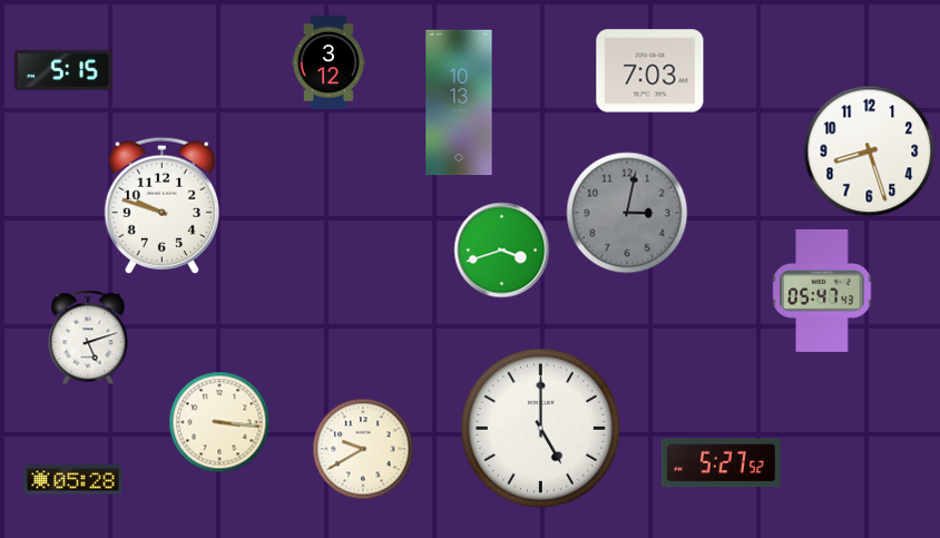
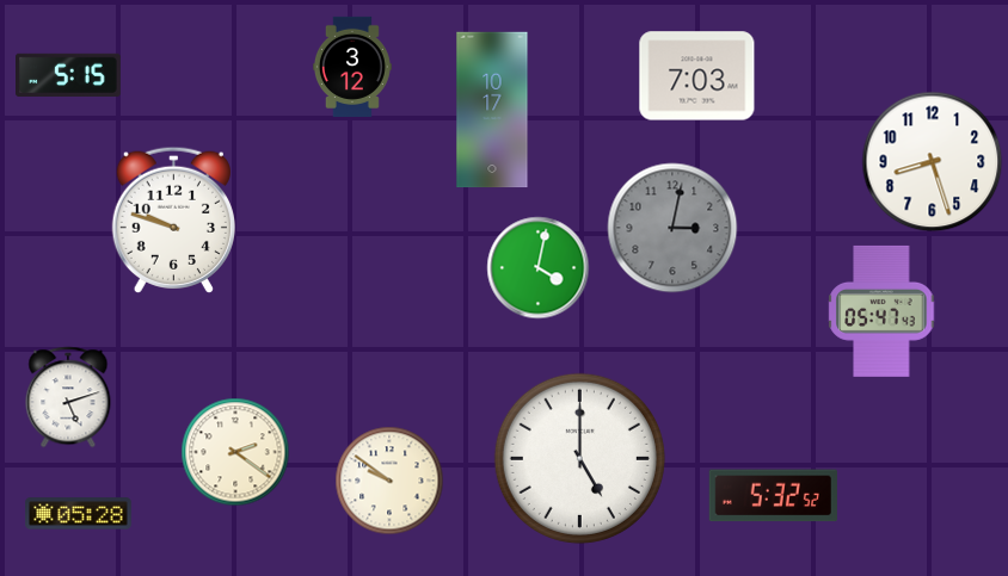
clock at (459, 102): 10:13 -> 10:17
clock at (502, 251): 3:42 -> 4:02
clock at (88, 338) position: (88, 338) -> (68, 397)
clock at (219, 422): 3:16 -> 2:21
clock at (363, 449): 9:40 -> 9:51
clock at (721, 463): 5:27 -> 5:32
